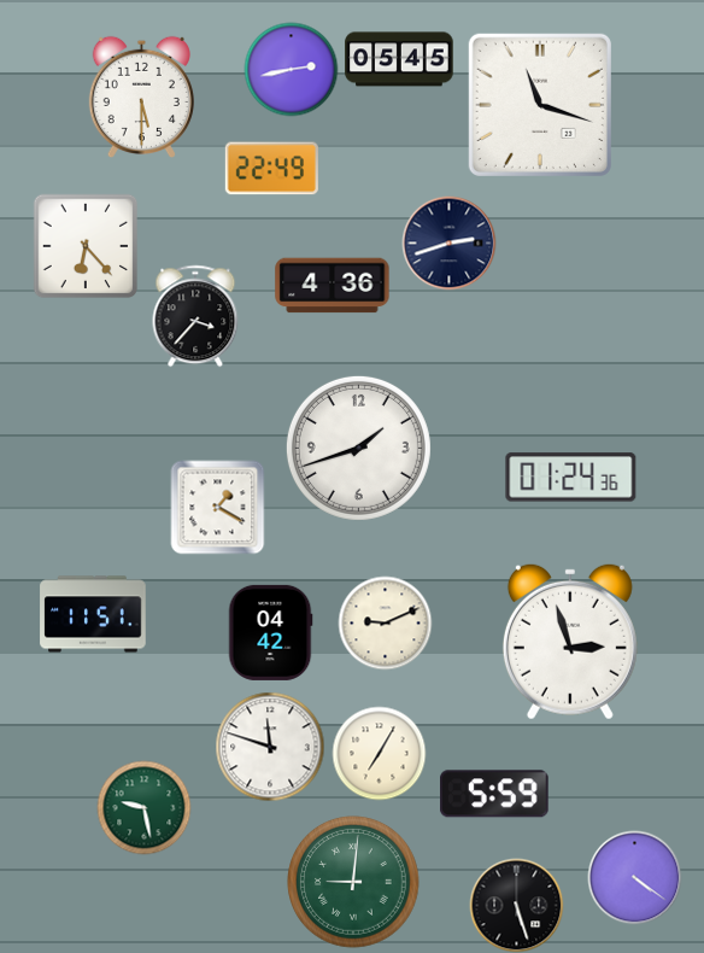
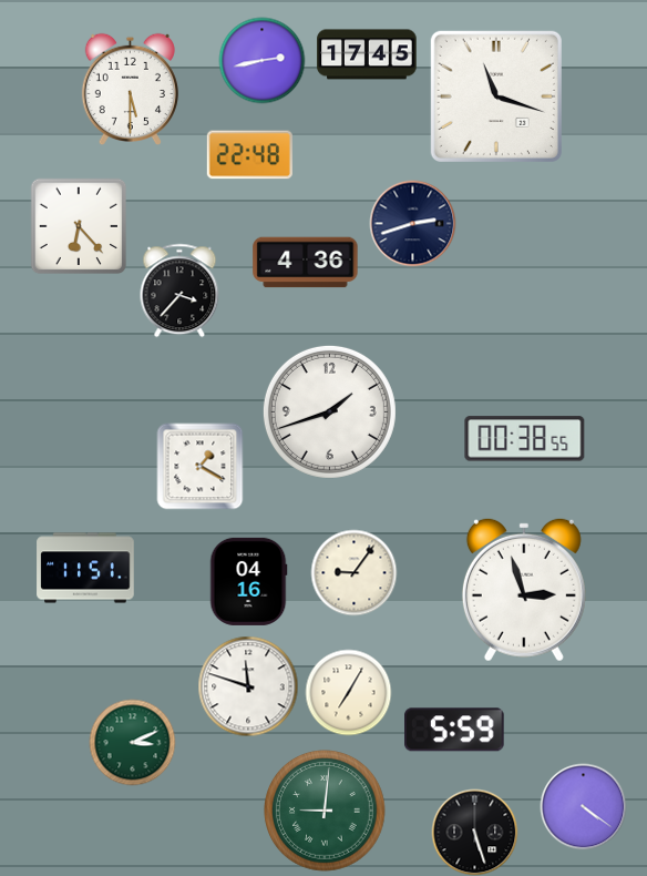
clock at (399, 59): 05:45 -> 17:45
clock at (291, 69) position: (291, 69) -> (261, 60)
clock at (271, 169): 22:49 -> 22:48
clock at (571, 478): 01:24 -> 00:38
clock at (93, 614) position: (93, 614) -> (85, 568)
clock at (385, 622): 9:11 -> 9:06
clock at (270, 632): 04:42 -> 04:16
clock at (143, 807): 9:28 -> 3:11
